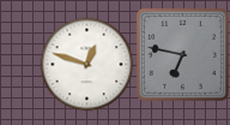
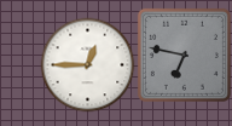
clock at (86, 64): 12:48 -> 12:45
